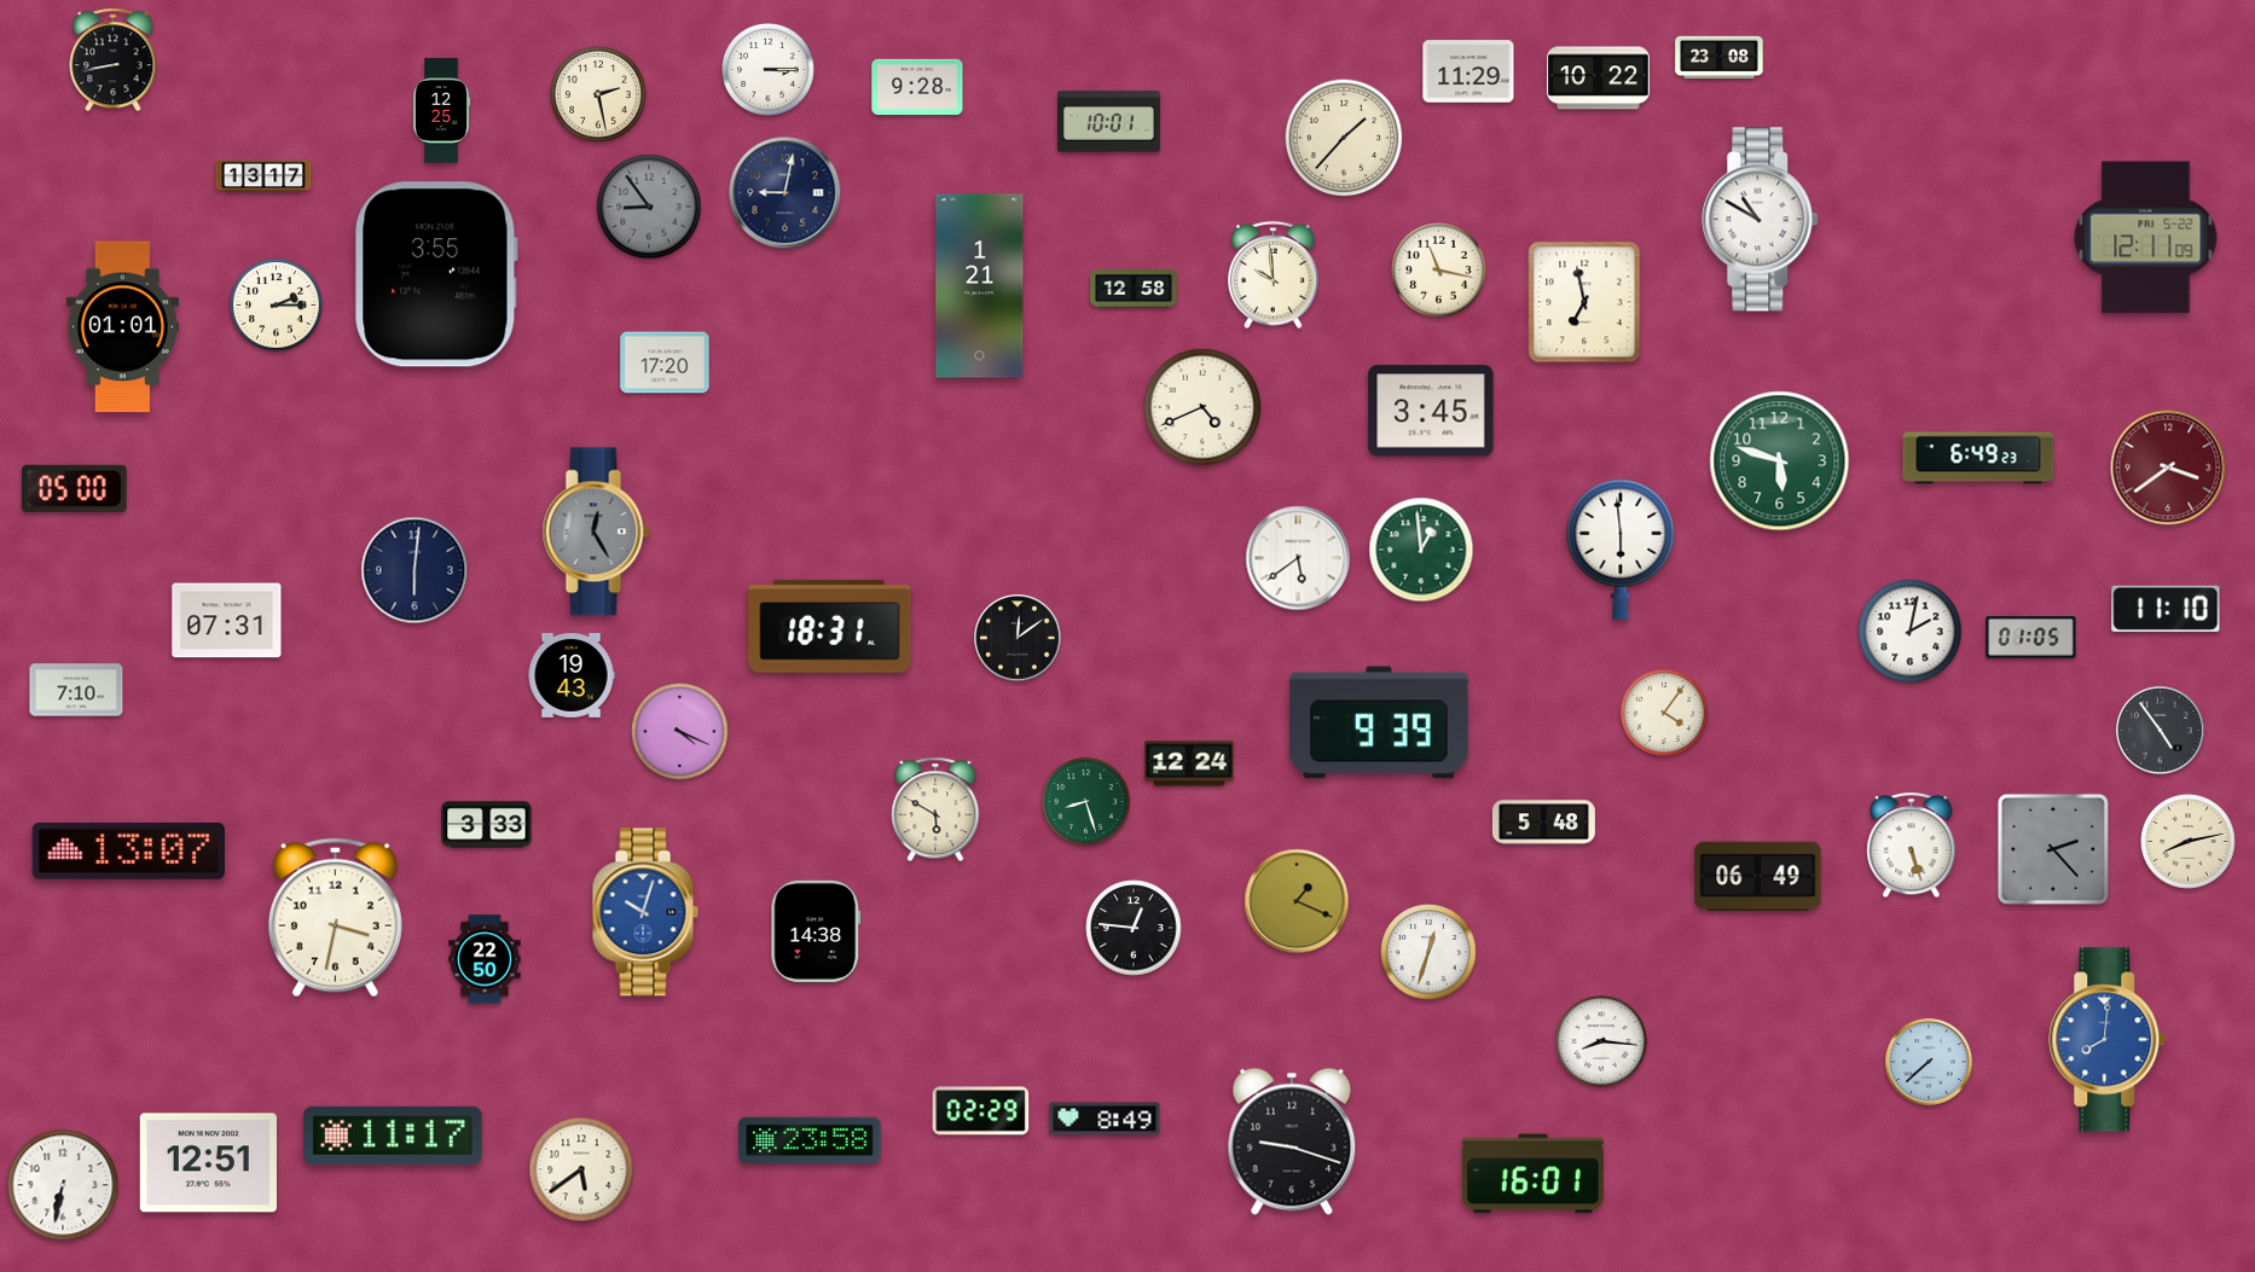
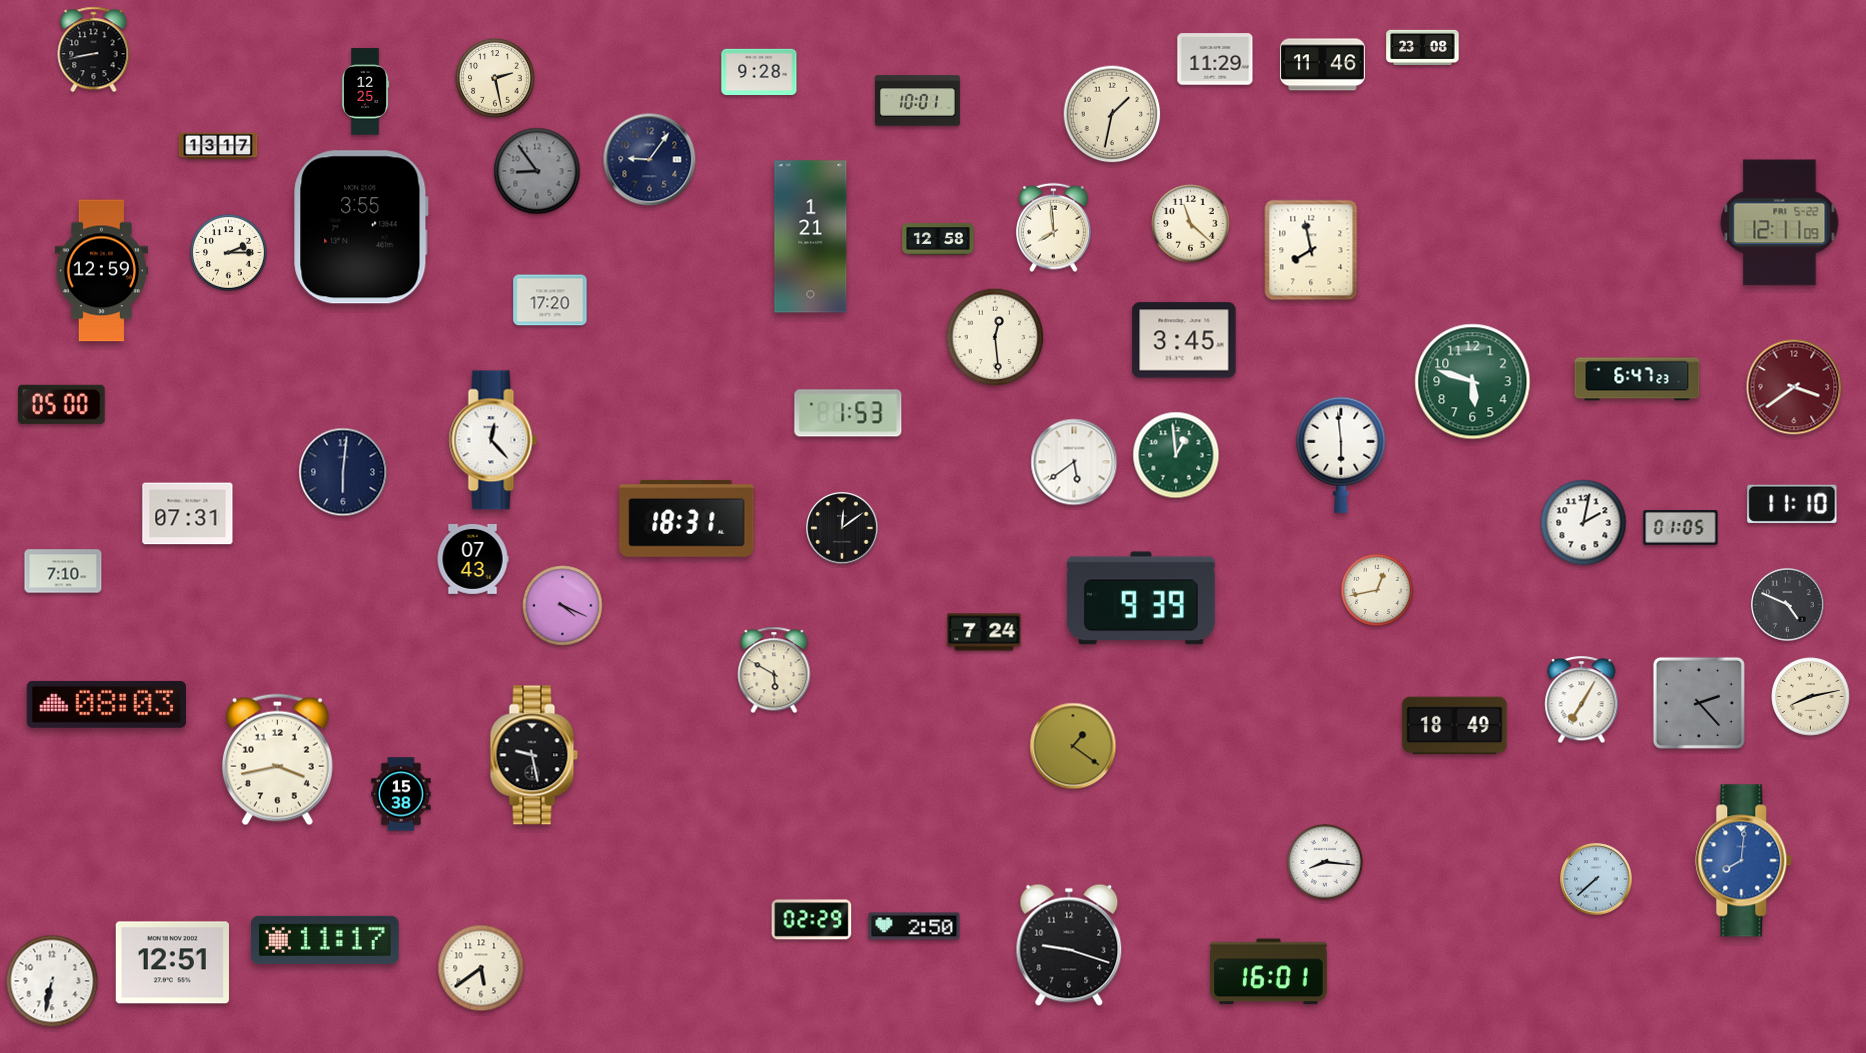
clock at (769, 70): 3:15 -> none
clock at (1598, 79): 10:22 -> 11:46
clock at (1344, 138): 1:37 -> 1:32
clock at (786, 193): 9:02 -> 9:06
clock at (1761, 220): 10:50 -> none
clock at (2146, 238) position: (2146, 238) -> (1780, 223)
clock at (1439, 271): 11:17 -> 11:22
clock at (1274, 275): 9:59 -> 7:59
clock at (1584, 302): 6:58 -> 7:58
clock at (122, 327): 01:01 -> 12:59
clock at (1202, 407): 4:41 -> 12:29
clock at (1978, 458): 6:49 -> 6:47
clock at (848, 413): none -> 1:53
clock at (596, 532): 12:25 -> 12:23
clock at (596, 532) dial: grey -> white
clock at (1911, 632) position: (1911, 632) -> (1584, 523)
clock at (572, 676): 19:43 -> 07:43
clock at (1664, 713): 4:06 -> 12:43
clock at (2161, 731): 4:54 -> 4:49
clock at (1189, 763): 12:24 -> 7:24
clock at (1085, 801): 8:27 -> none
clock at (1543, 823): 5:48 -> none
clock at (487, 825): 3:33 -> none
clock at (1912, 846): 5:27 -> 7:05
clock at (128, 850): 13:07 -> 08:03
clock at (1758, 877): 06:49 -> 18:49
clock at (1297, 901): 1:19 -> 1:21
clock at (645, 912): 10:03 -> 9:28
clock at (645, 912) dial: blue -> black
clock at (335, 918): 3:32 -> 3:43
clock at (1134, 928): 12:46 -> none
clock at (816, 931): 14:38 -> none
clock at (1428, 952): 12:33 -> none
clock at (485, 959): 22:50 -> 15:38
clock at (1105, 1119): 8:49 -> 2:50
clock at (810, 1140): 23:58 -> none
